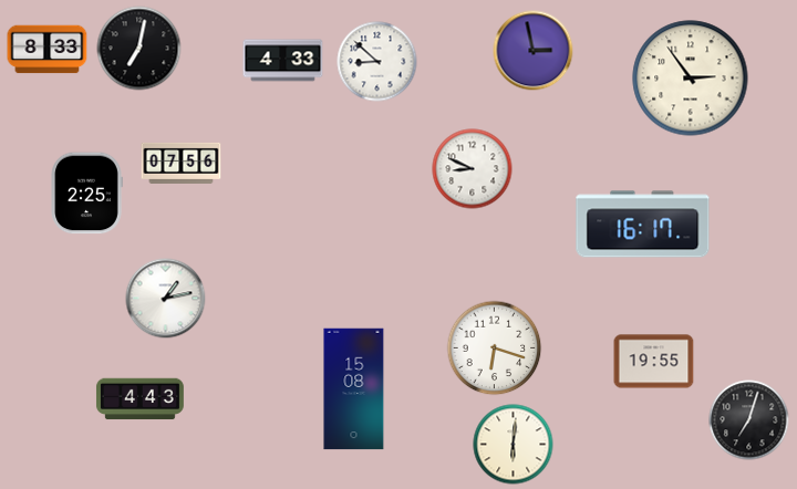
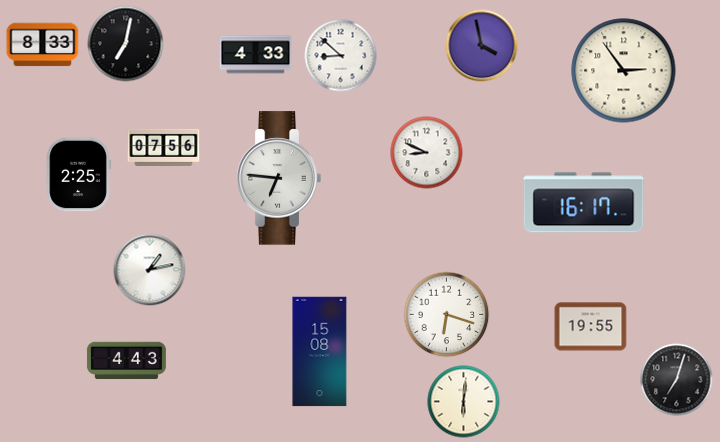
clock at (534, 51): 2:58 -> 3:58
clock at (279, 178): none -> 6:46
clock at (643, 225) position: (643, 225) -> (584, 203)
